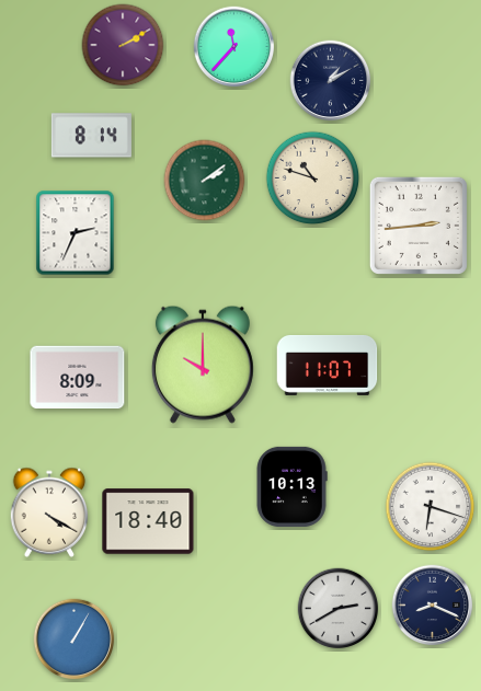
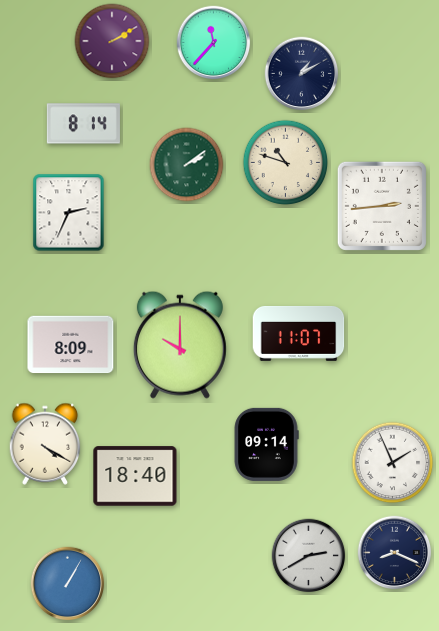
clock at (203, 365) position: (203, 365) -> (180, 345)
clock at (291, 486): 10:13 -> 09:14
clock at (431, 507): 6:18 -> 1:56
clock at (49, 513) position: (49, 513) -> (45, 444)
